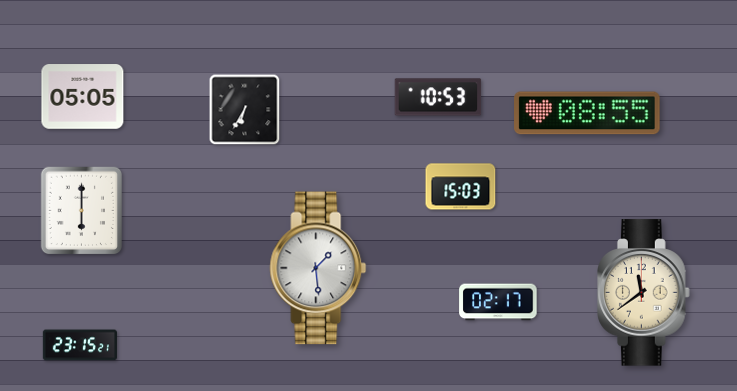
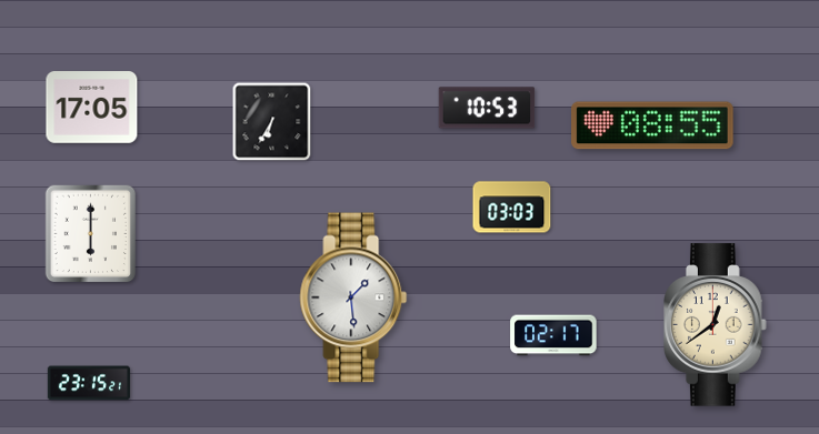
clock at (83, 97): 05:05 -> 17:05
clock at (461, 187): 15:03 -> 03:03
clock at (644, 293): 11:39 -> 12:39
